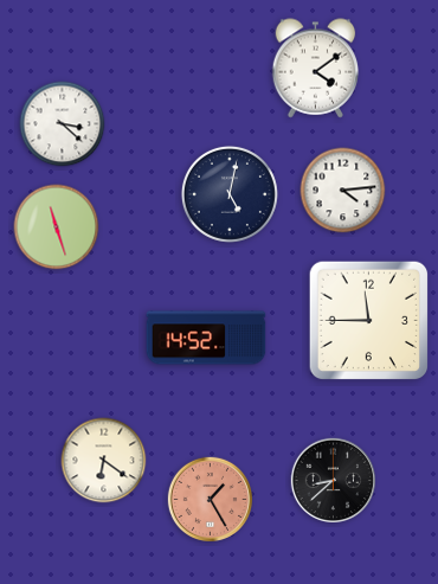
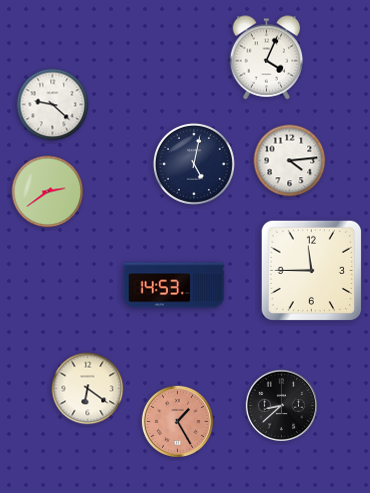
clock at (316, 69): 4:09 -> 4:04
clock at (63, 124): 3:22 -> 9:22
clock at (57, 227): 11:27 -> 2:39
clock at (206, 338): 14:52 -> 14:53
